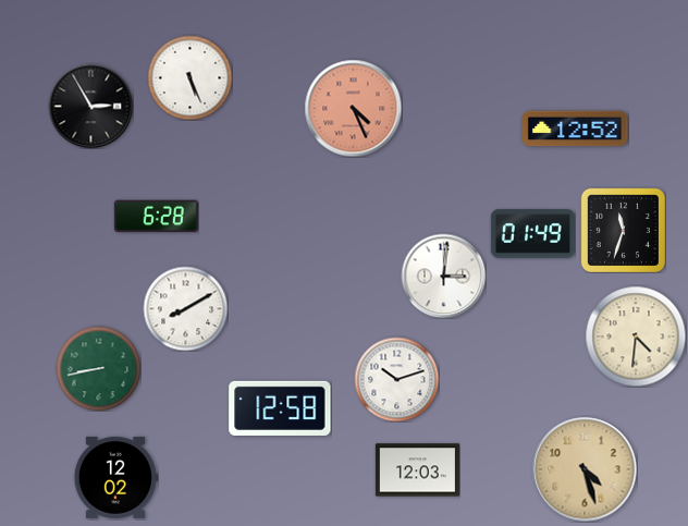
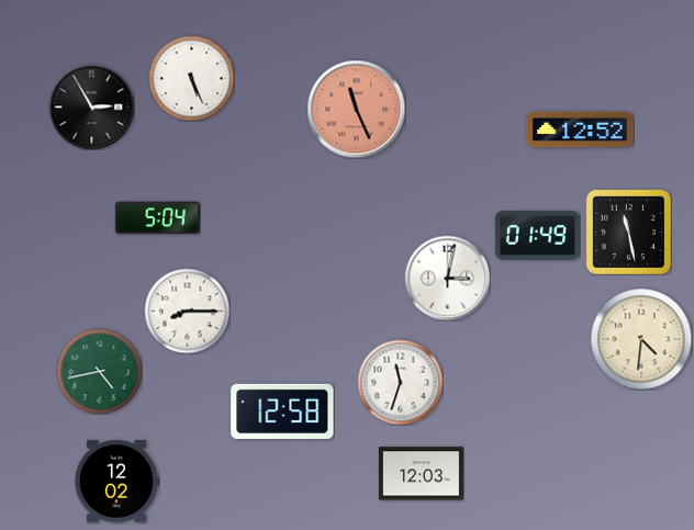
clock at (353, 108): 4:26 -> 11:26
clock at (156, 217): 6:28 -> 5:04
clock at (623, 230): 11:33 -> 11:28
clock at (443, 276): 3:01 -> 3:02
clock at (185, 308): 8:10 -> 8:15
clock at (98, 368): 8:43 -> 4:43
clock at (396, 379): 10:12 -> 11:33
clock at (585, 469): 4:27 -> none
